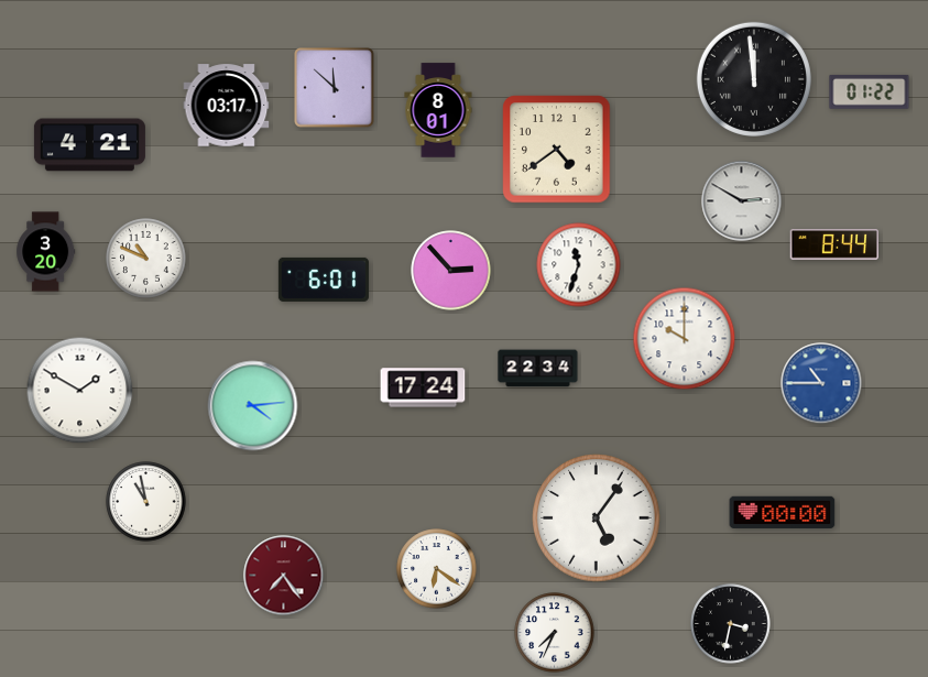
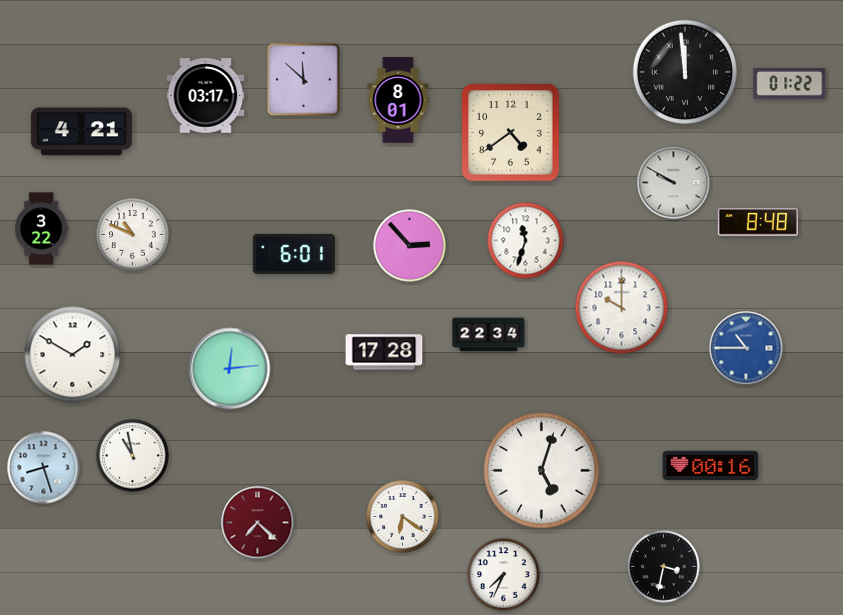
clock at (557, 150) position: (557, 150) -> (511, 133)
clock at (742, 201): 2:50 -> 9:50
clock at (833, 244): 8:44 -> 8:48
clock at (46, 252): 3:20 -> 3:22
clock at (423, 387): 17:24 -> 17:28
clock at (253, 406): 4:14 -> 12:14
clock at (783, 512): 00:00 -> 00:16
clock at (44, 468): none -> 8:27
clock at (597, 518): 5:06 -> 5:03
clock at (437, 569) position: (437, 569) -> (403, 517)
clock at (284, 576): 7:24 -> 7:22
